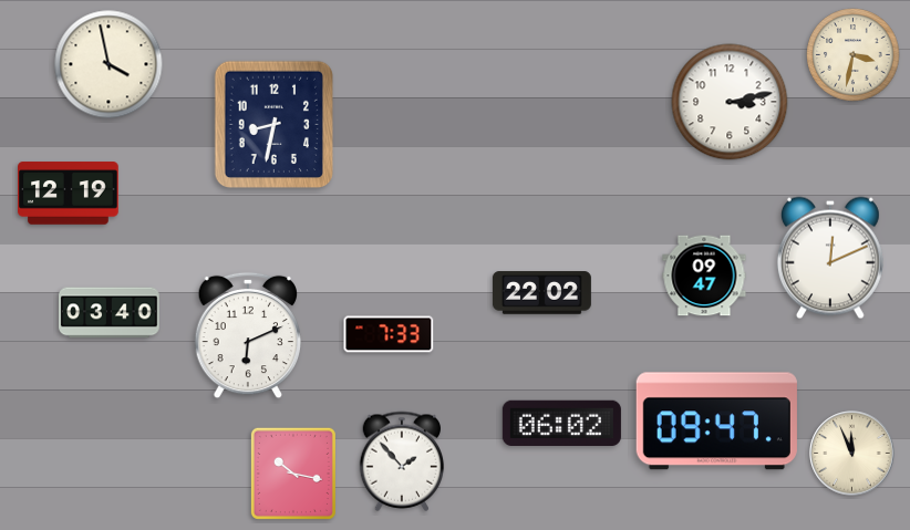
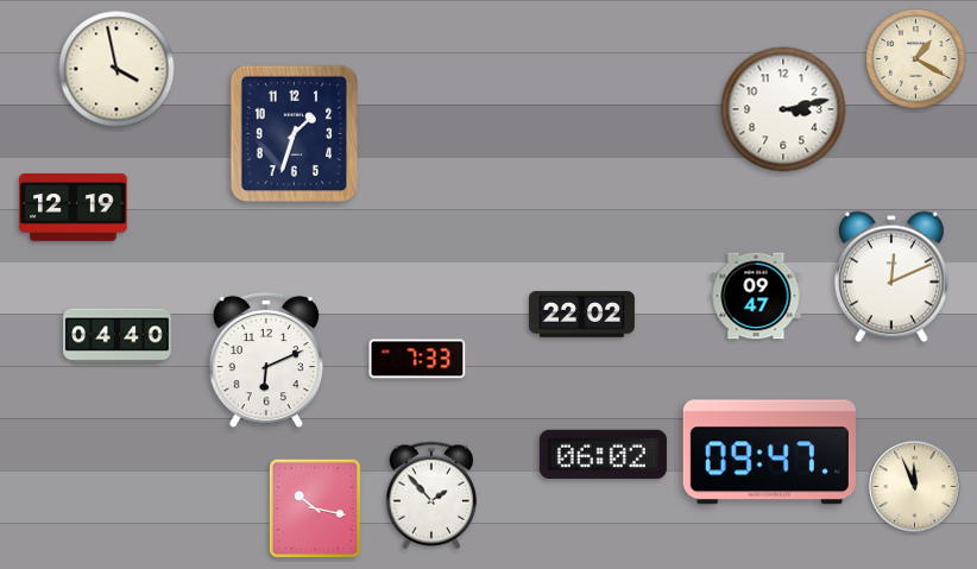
clock at (854, 55): 3:32 -> 1:20
clock at (273, 125): 8:32 -> 1:33
clock at (110, 313): 03:40 -> 04:40
